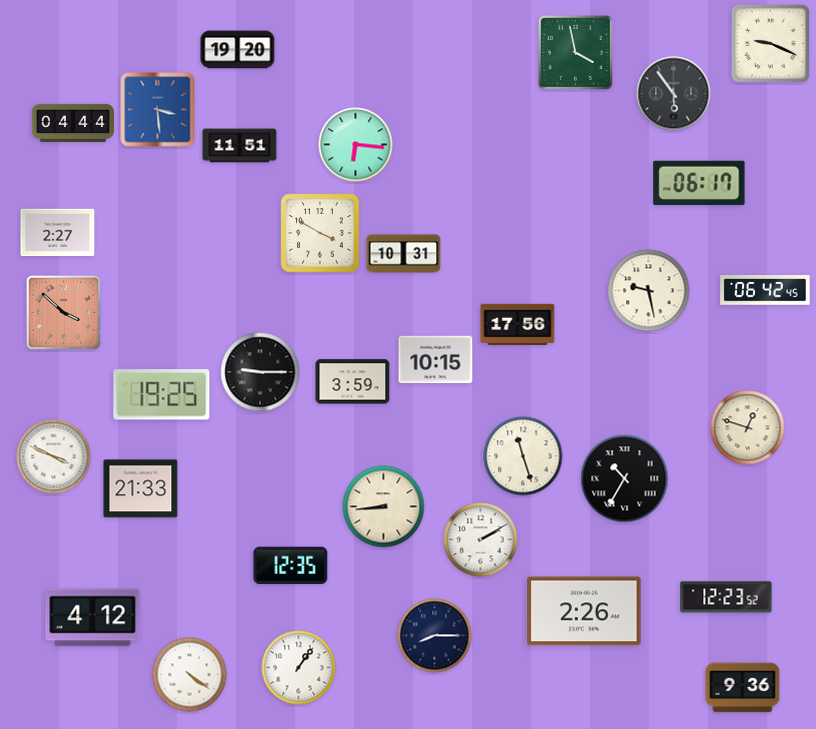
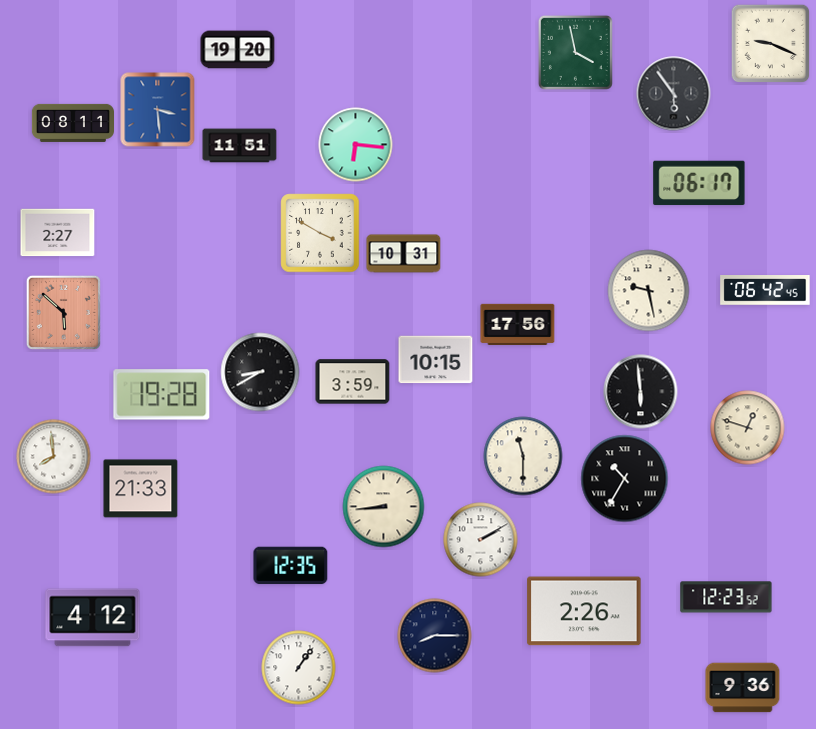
clock at (72, 123): 04:44 -> 08:11
clock at (63, 312): 3:52 -> 5:52
clock at (260, 372): 9:15 -> 8:40
clock at (641, 392): none -> 5:59
clock at (162, 395): 19:25 -> 19:28
clock at (523, 456): 11:27 -> 11:30
clock at (54, 457): 3:49 -> 7:59
clock at (190, 675): 4:21 -> none
